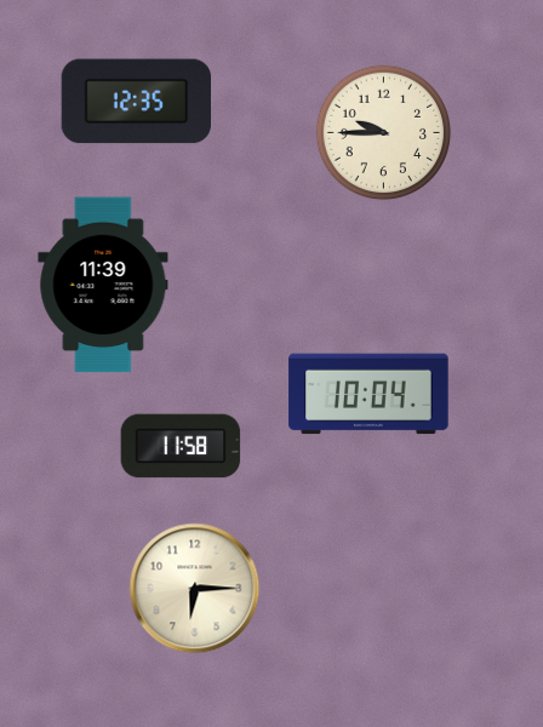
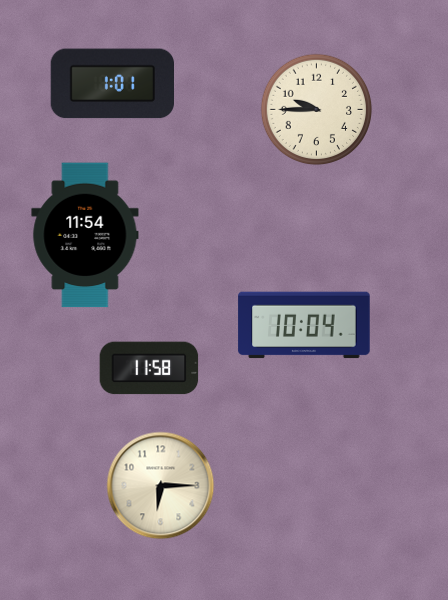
clock at (136, 102): 12:35 -> 1:01
clock at (103, 285): 11:39 -> 11:54
